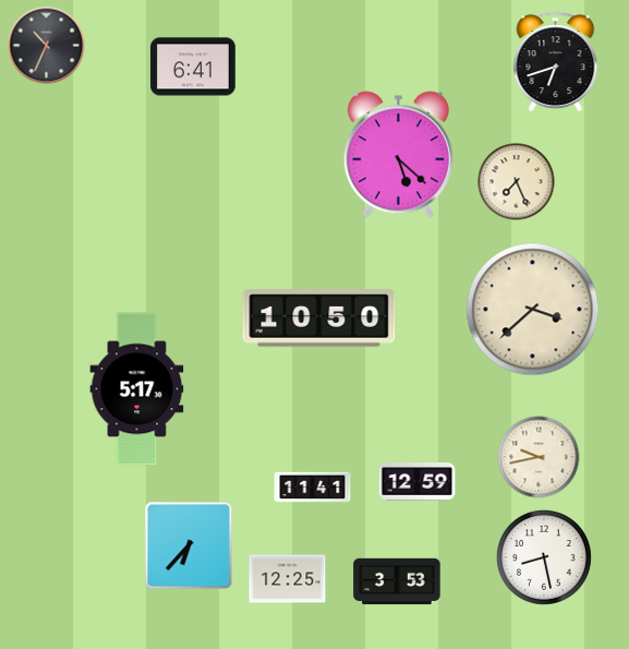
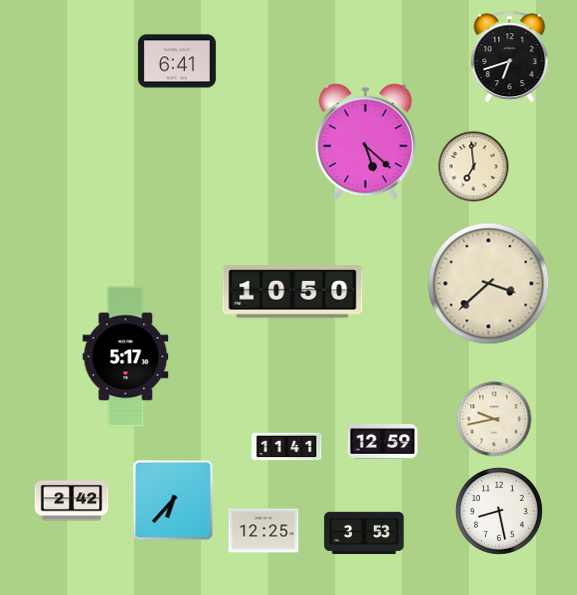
clock at (47, 46): 10:34 -> none
clock at (517, 182): 7:26 -> 6:59
clock at (72, 501): none -> 2:42
